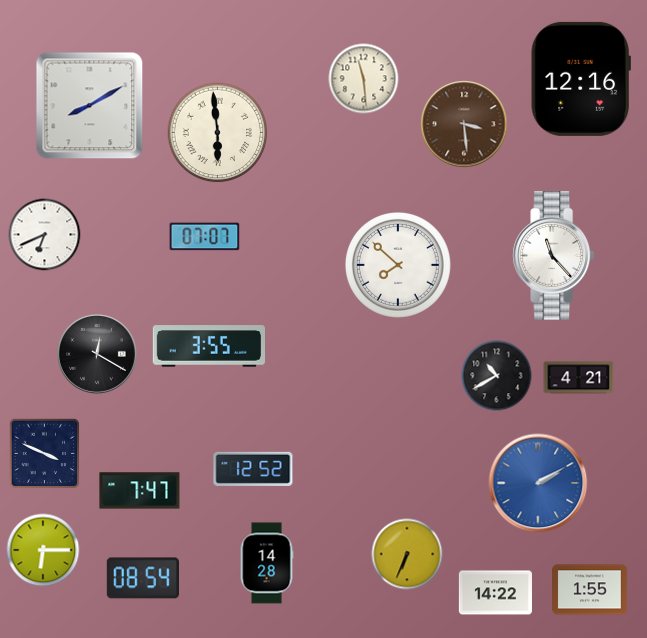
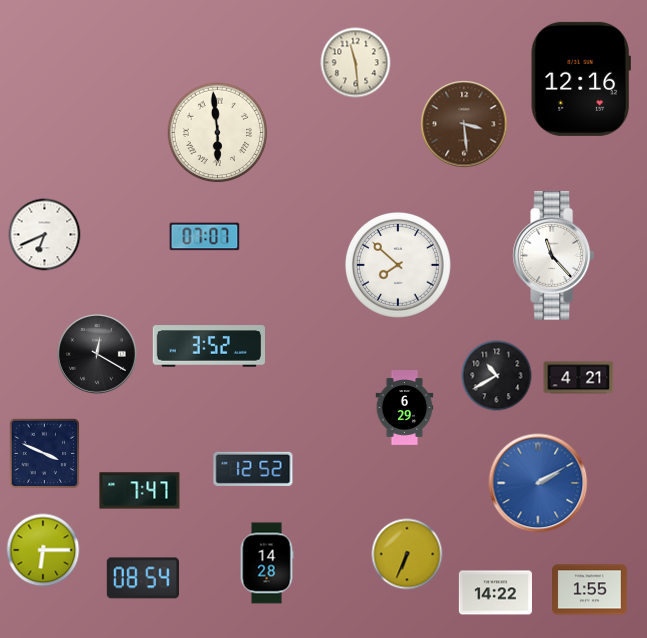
clock at (364, 79) position: (364, 79) -> (356, 63)
clock at (90, 106): 8:10 -> none
clock at (208, 346): 3:55 -> 3:52
clock at (405, 408): none -> 6:29
